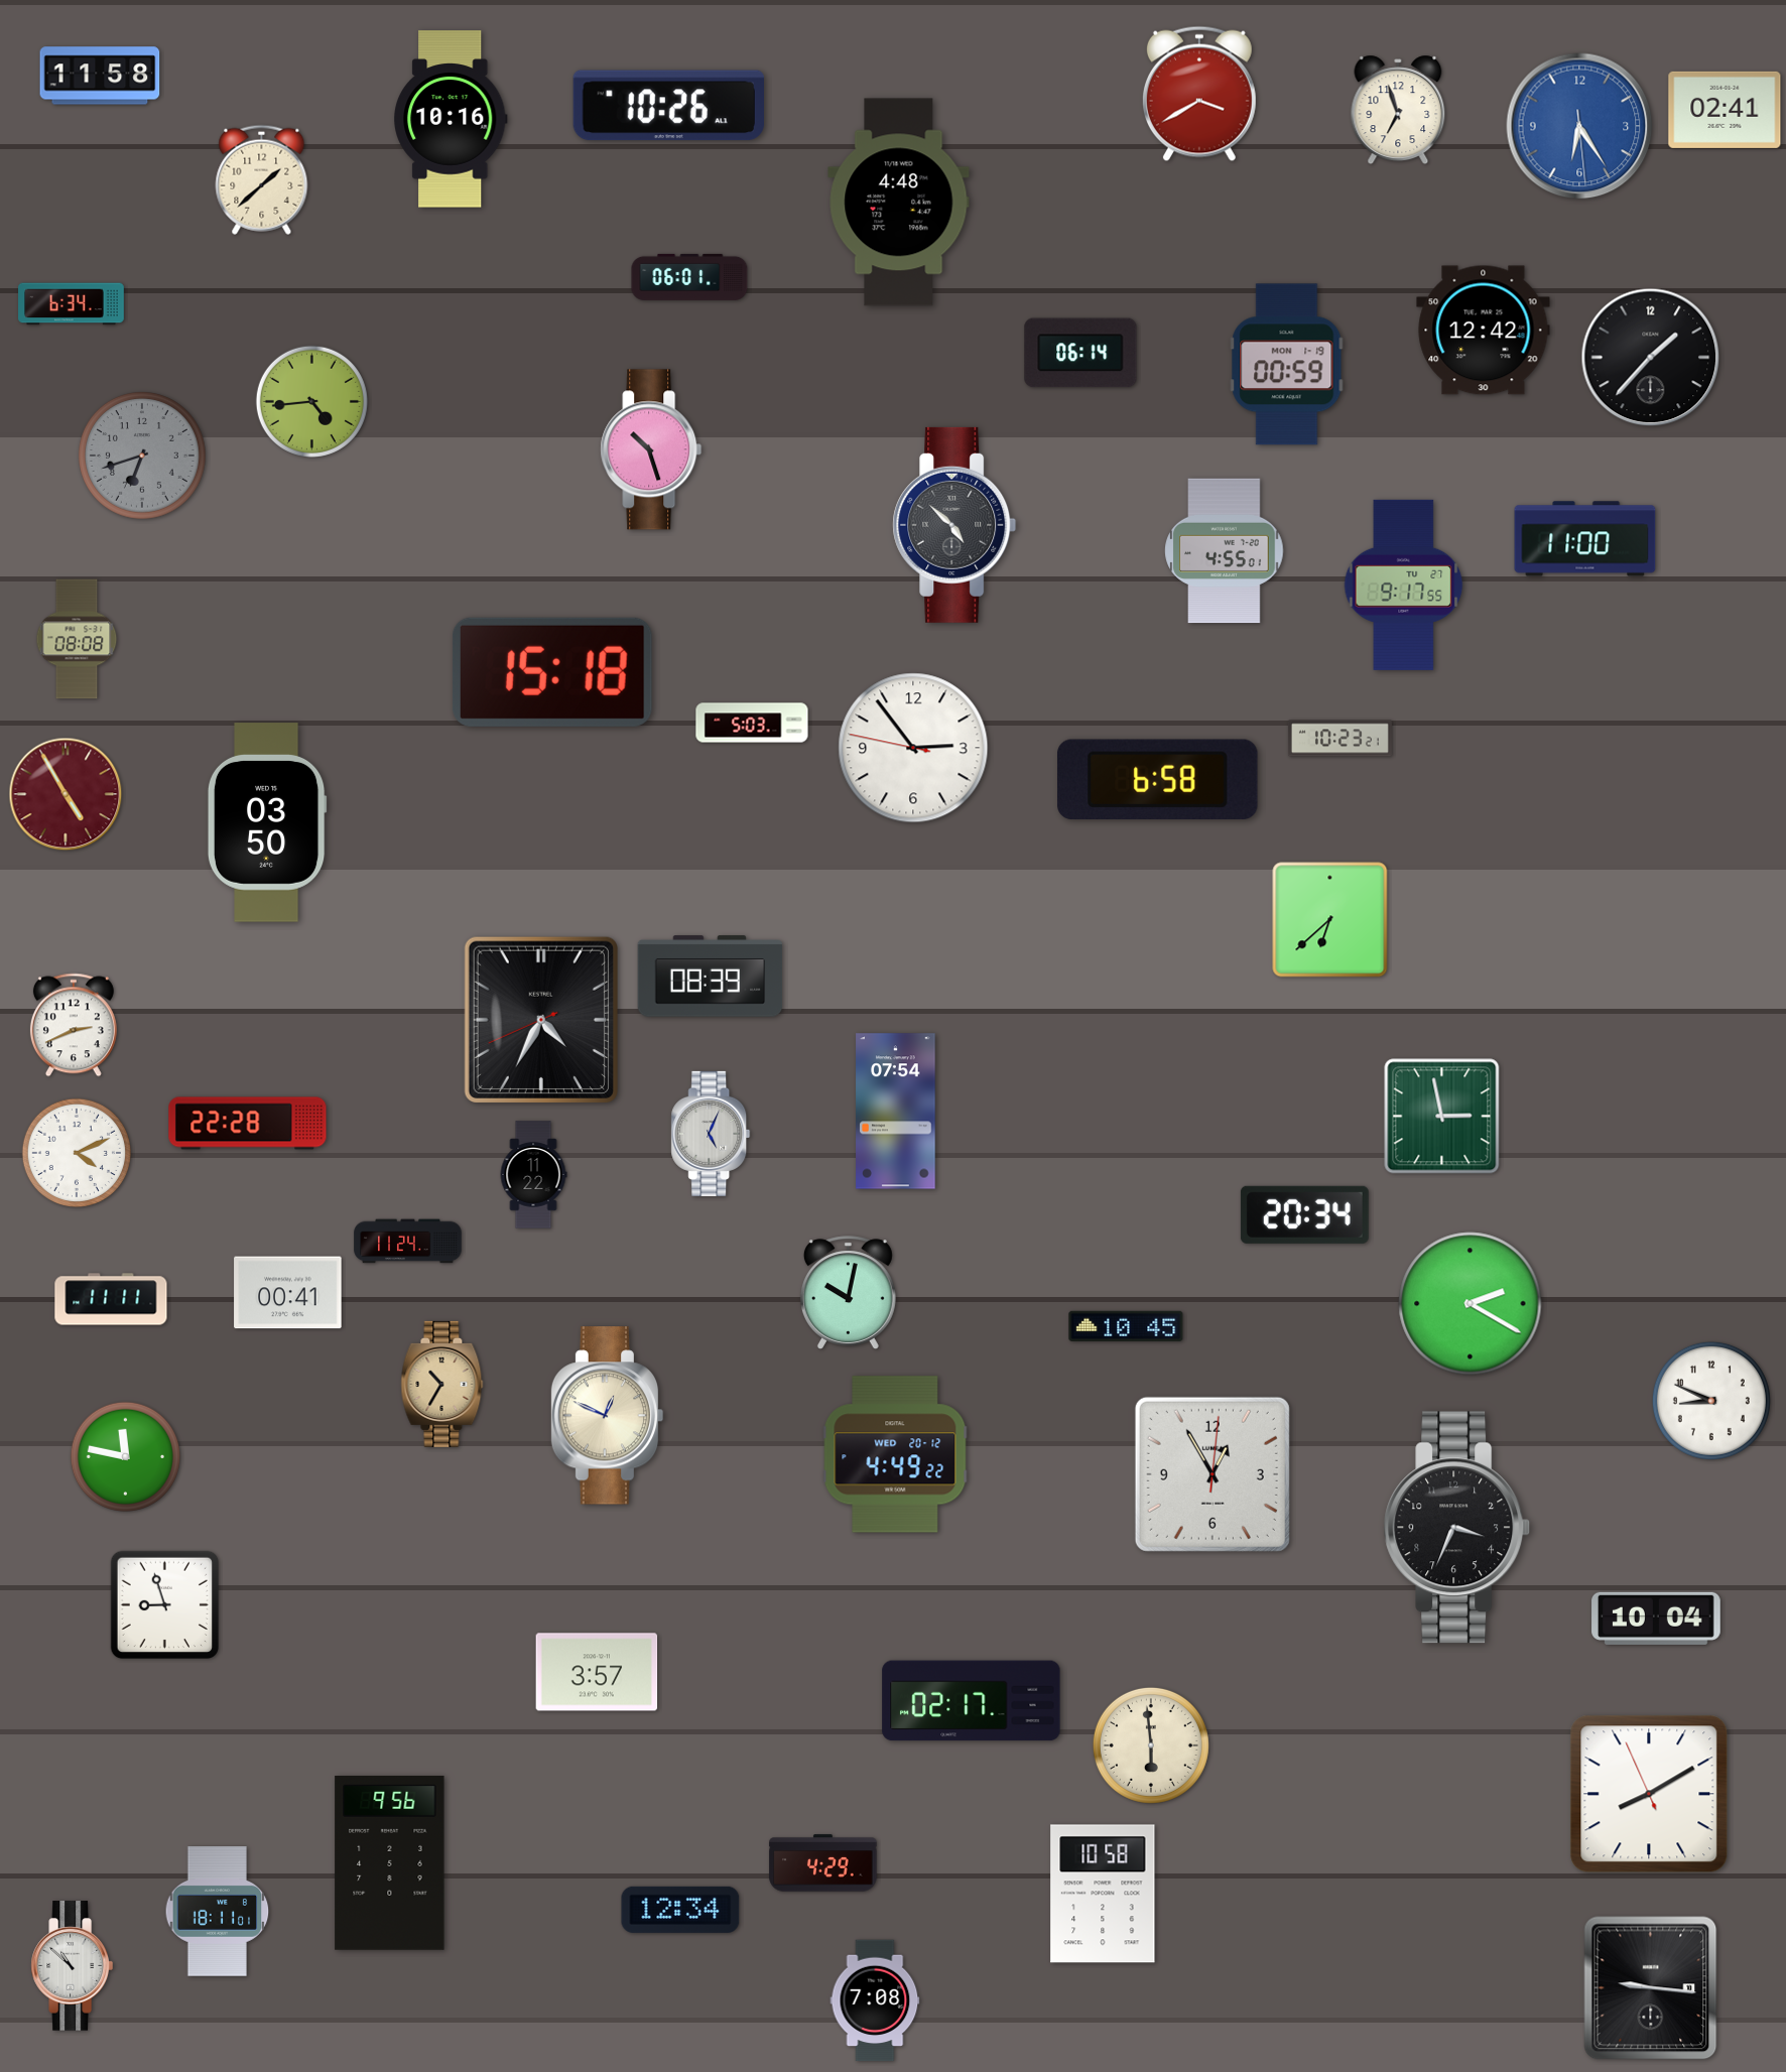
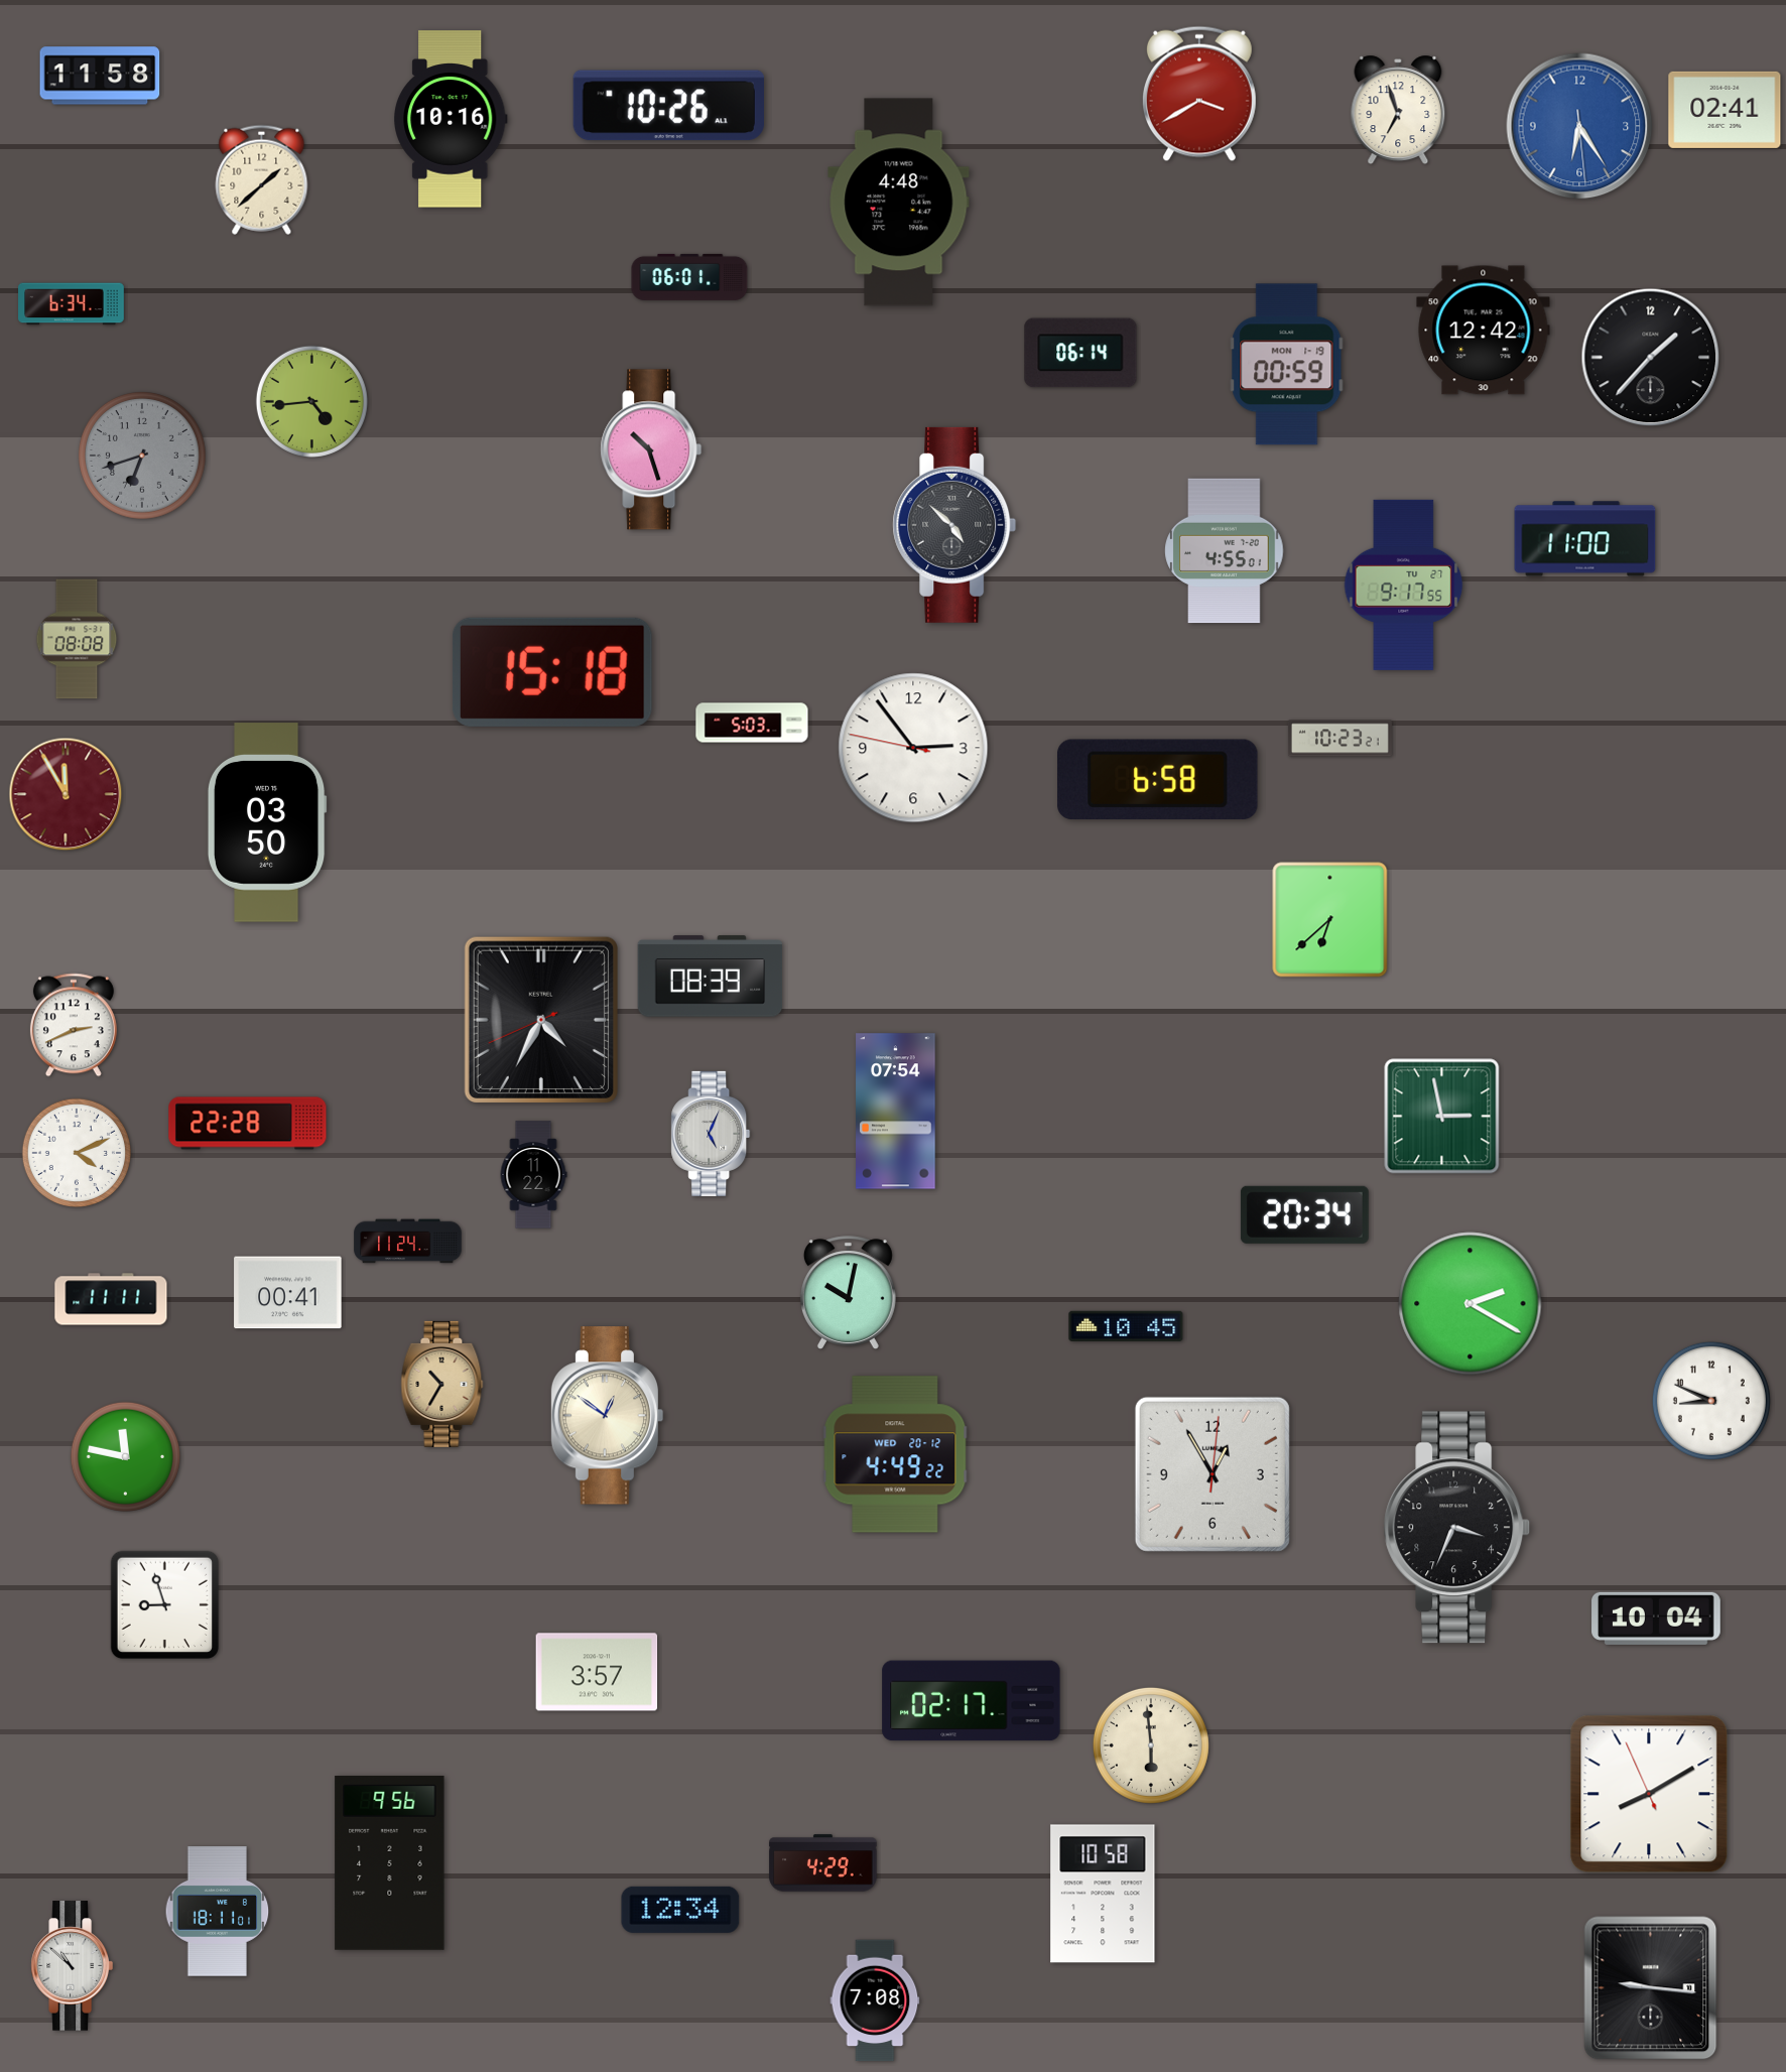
clock at (66, 794): 4:55 -> 11:55
clock at (608, 1416): 12:49 -> 12:51
